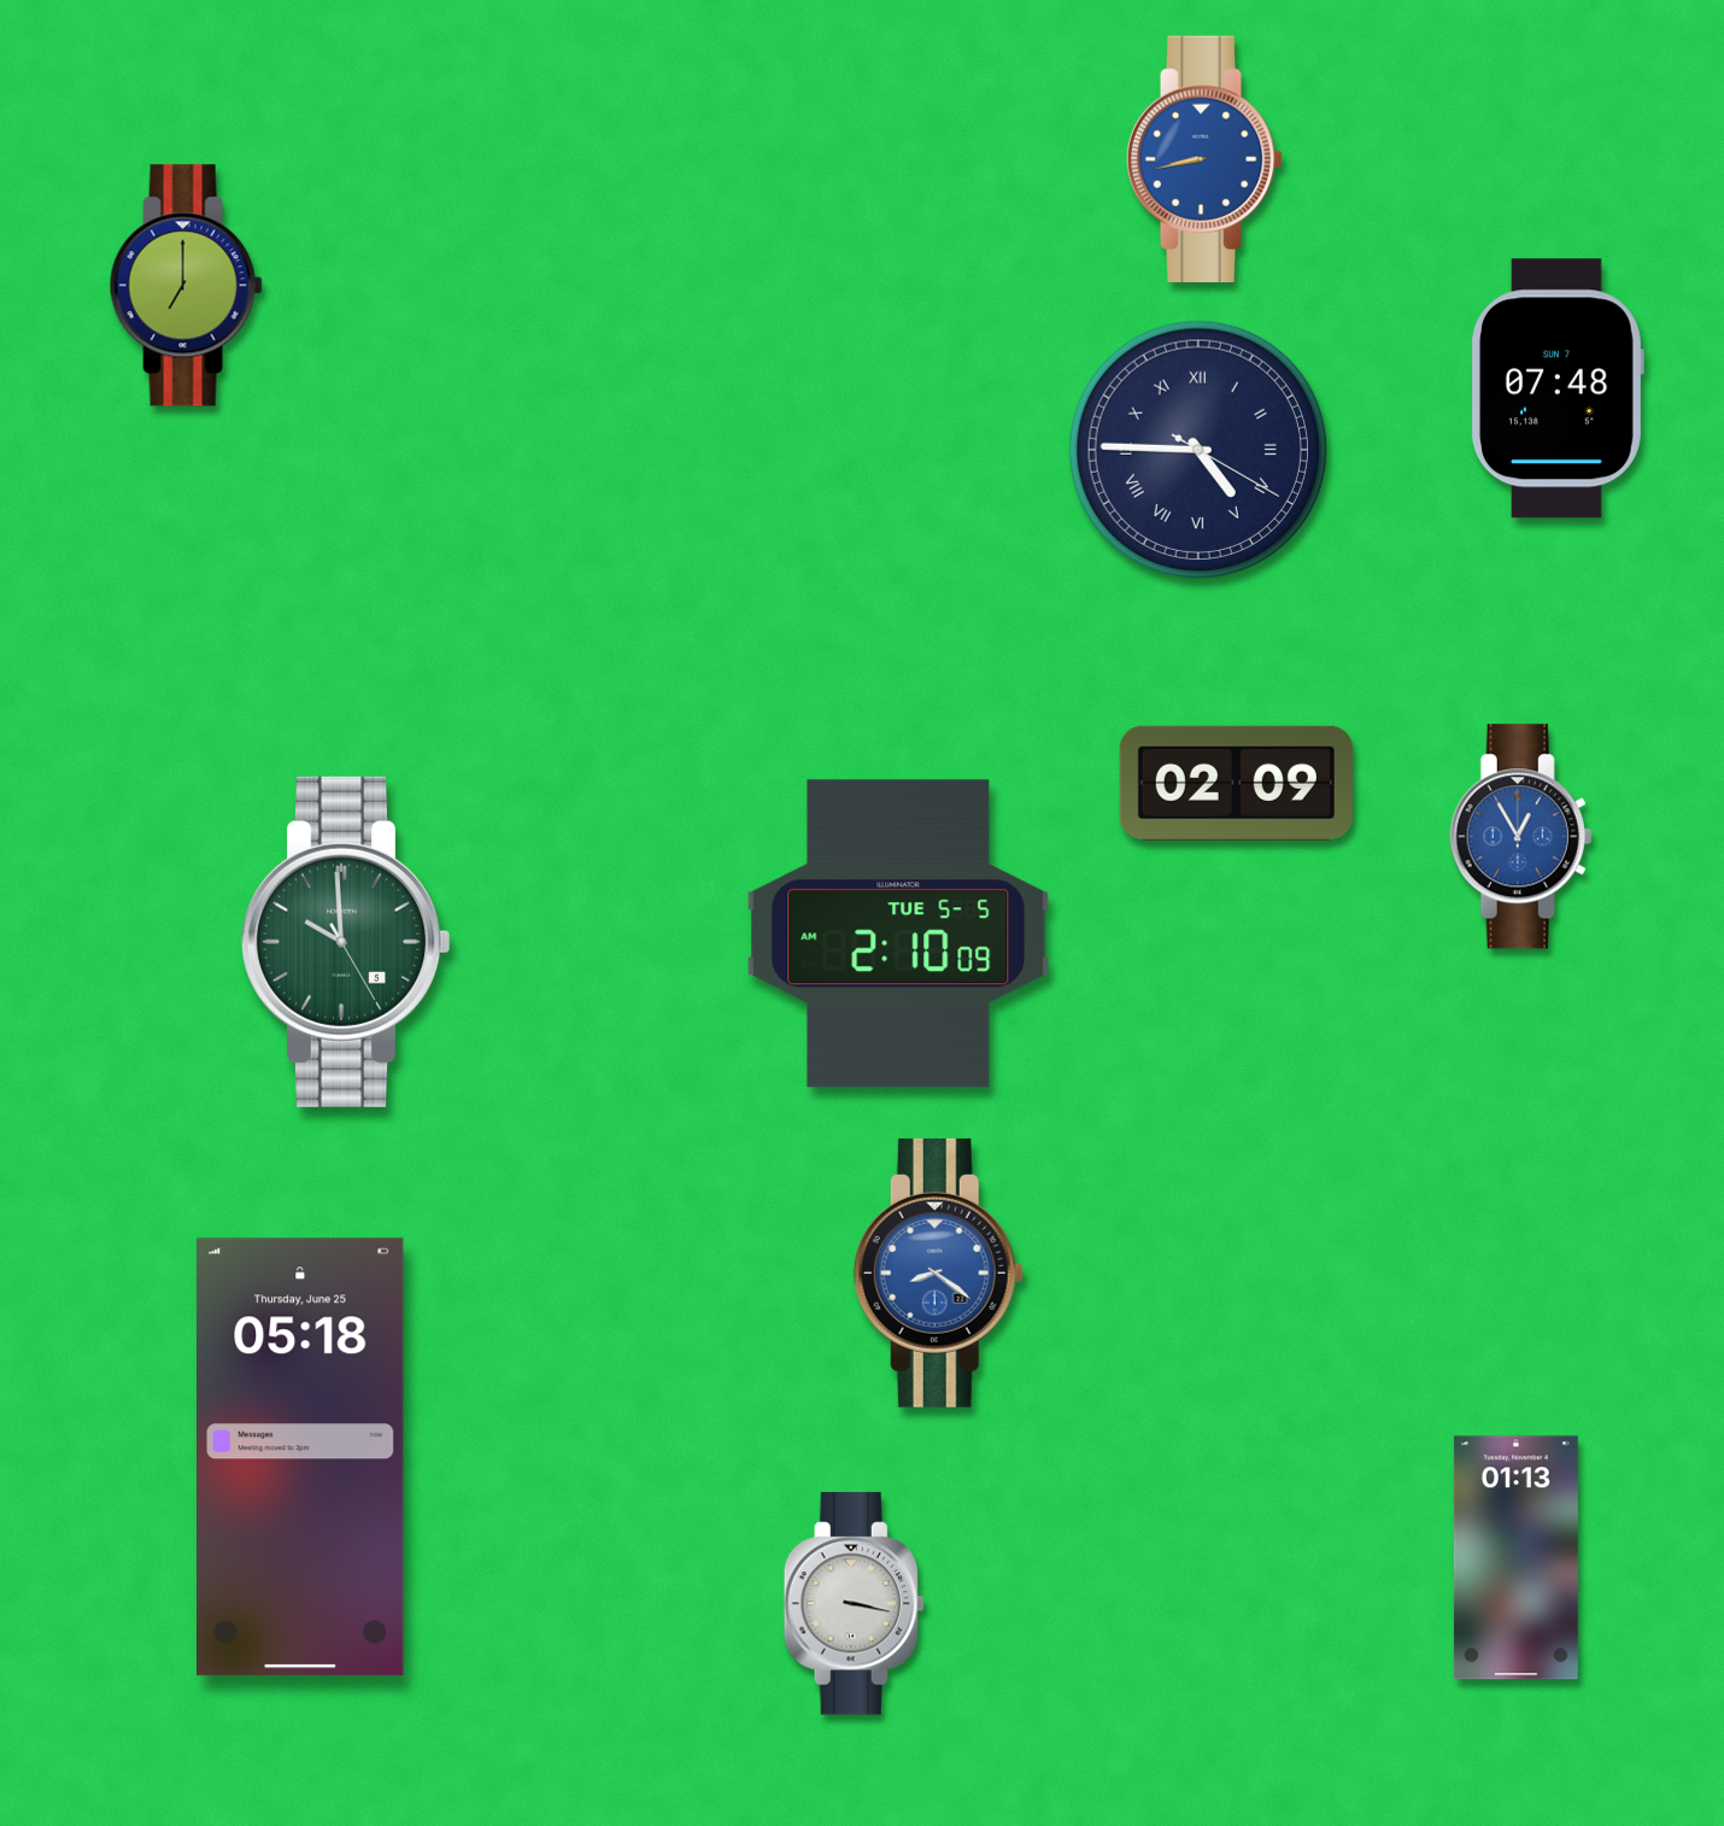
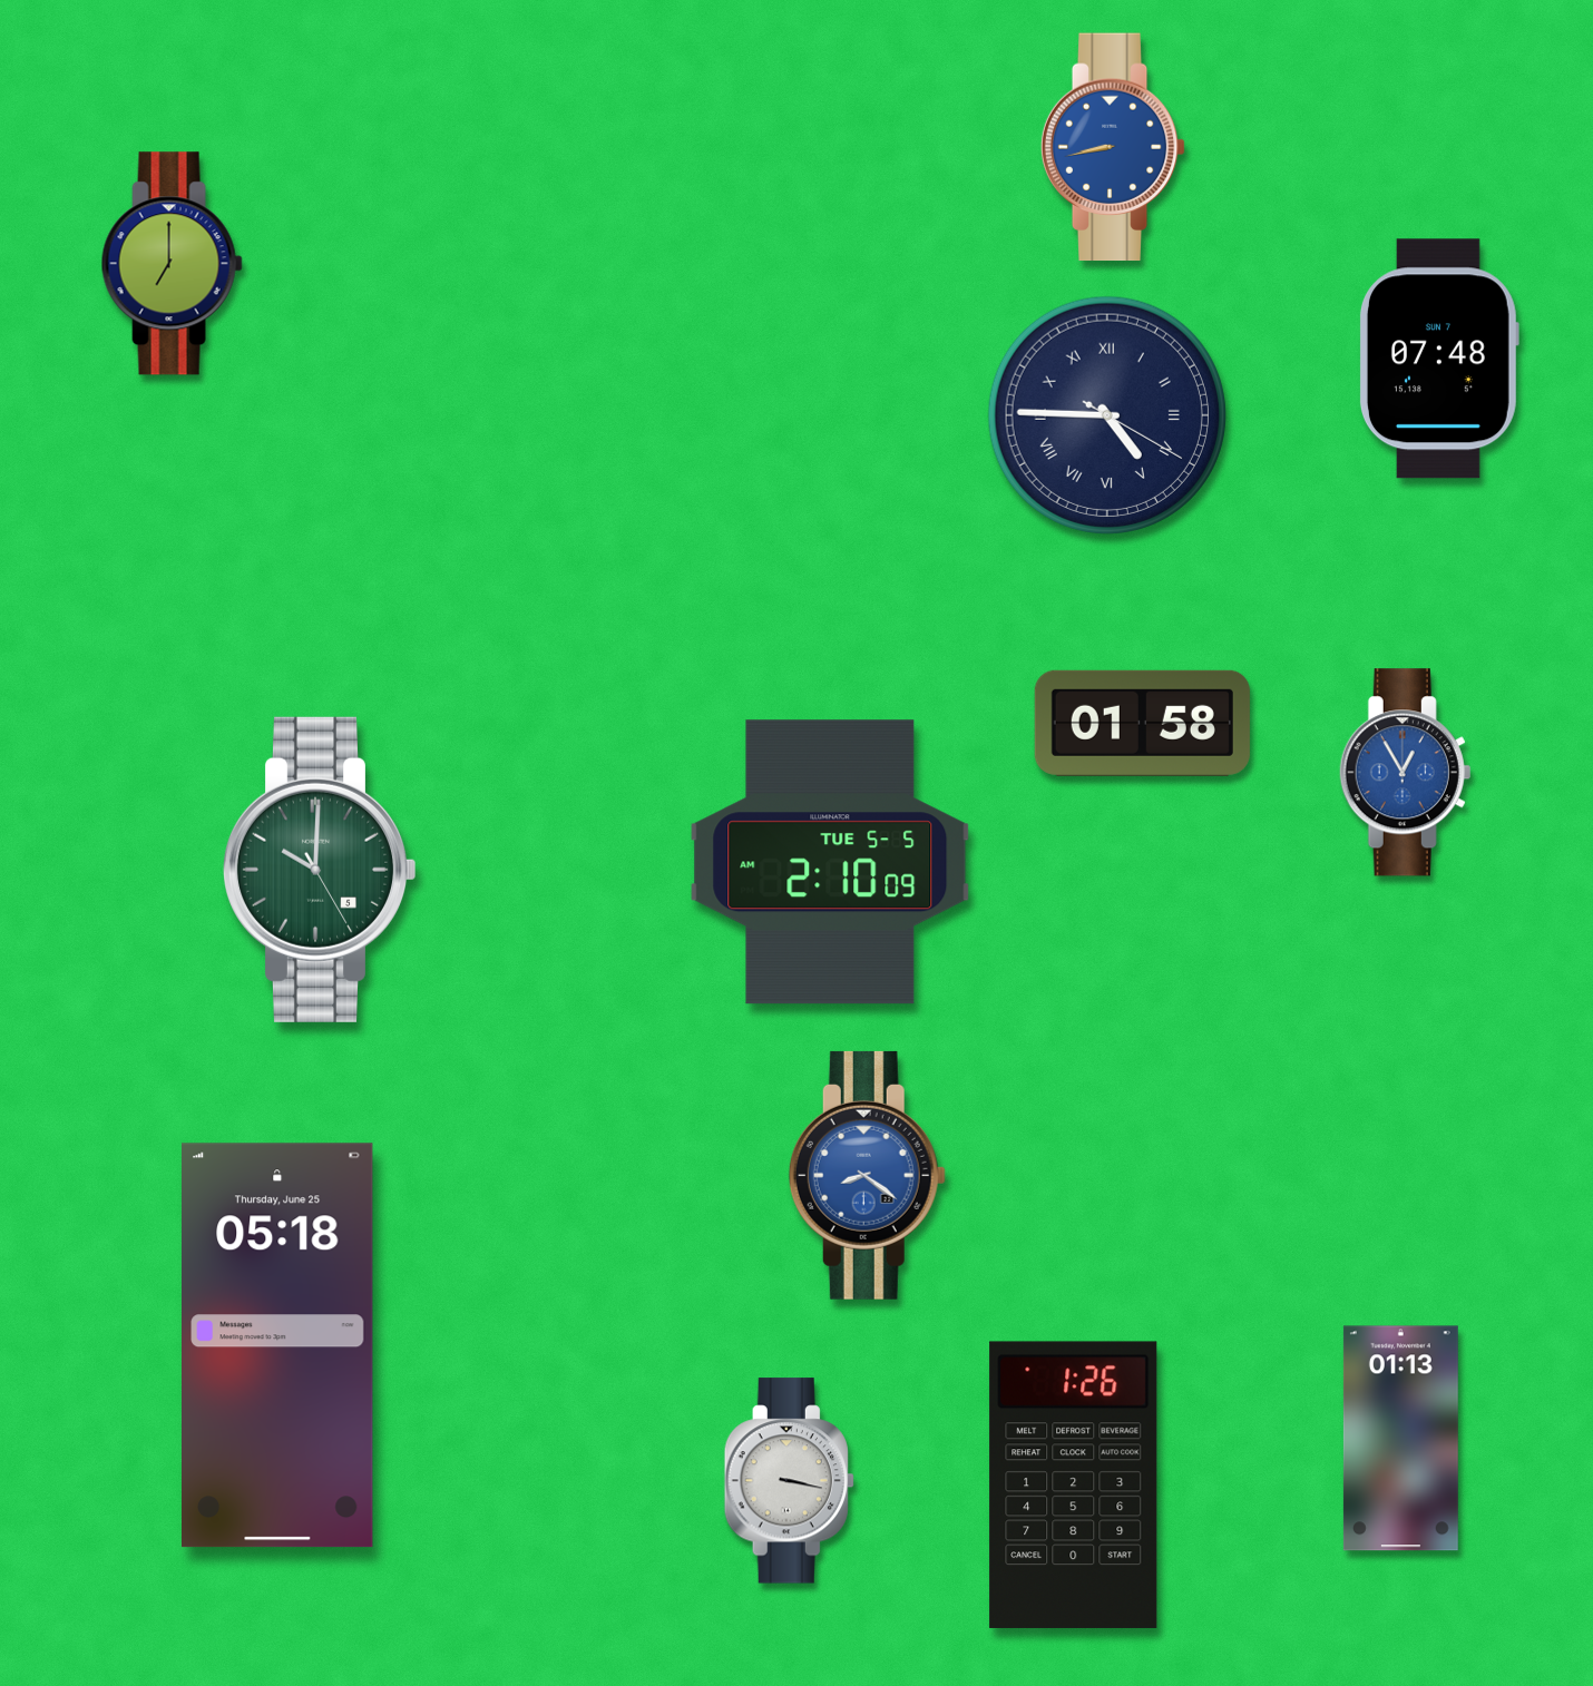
clock at (1236, 783): 02:09 -> 01:58
clock at (345, 942): 9:59 -> 10:00
clock at (1074, 1484): none -> 1:26
